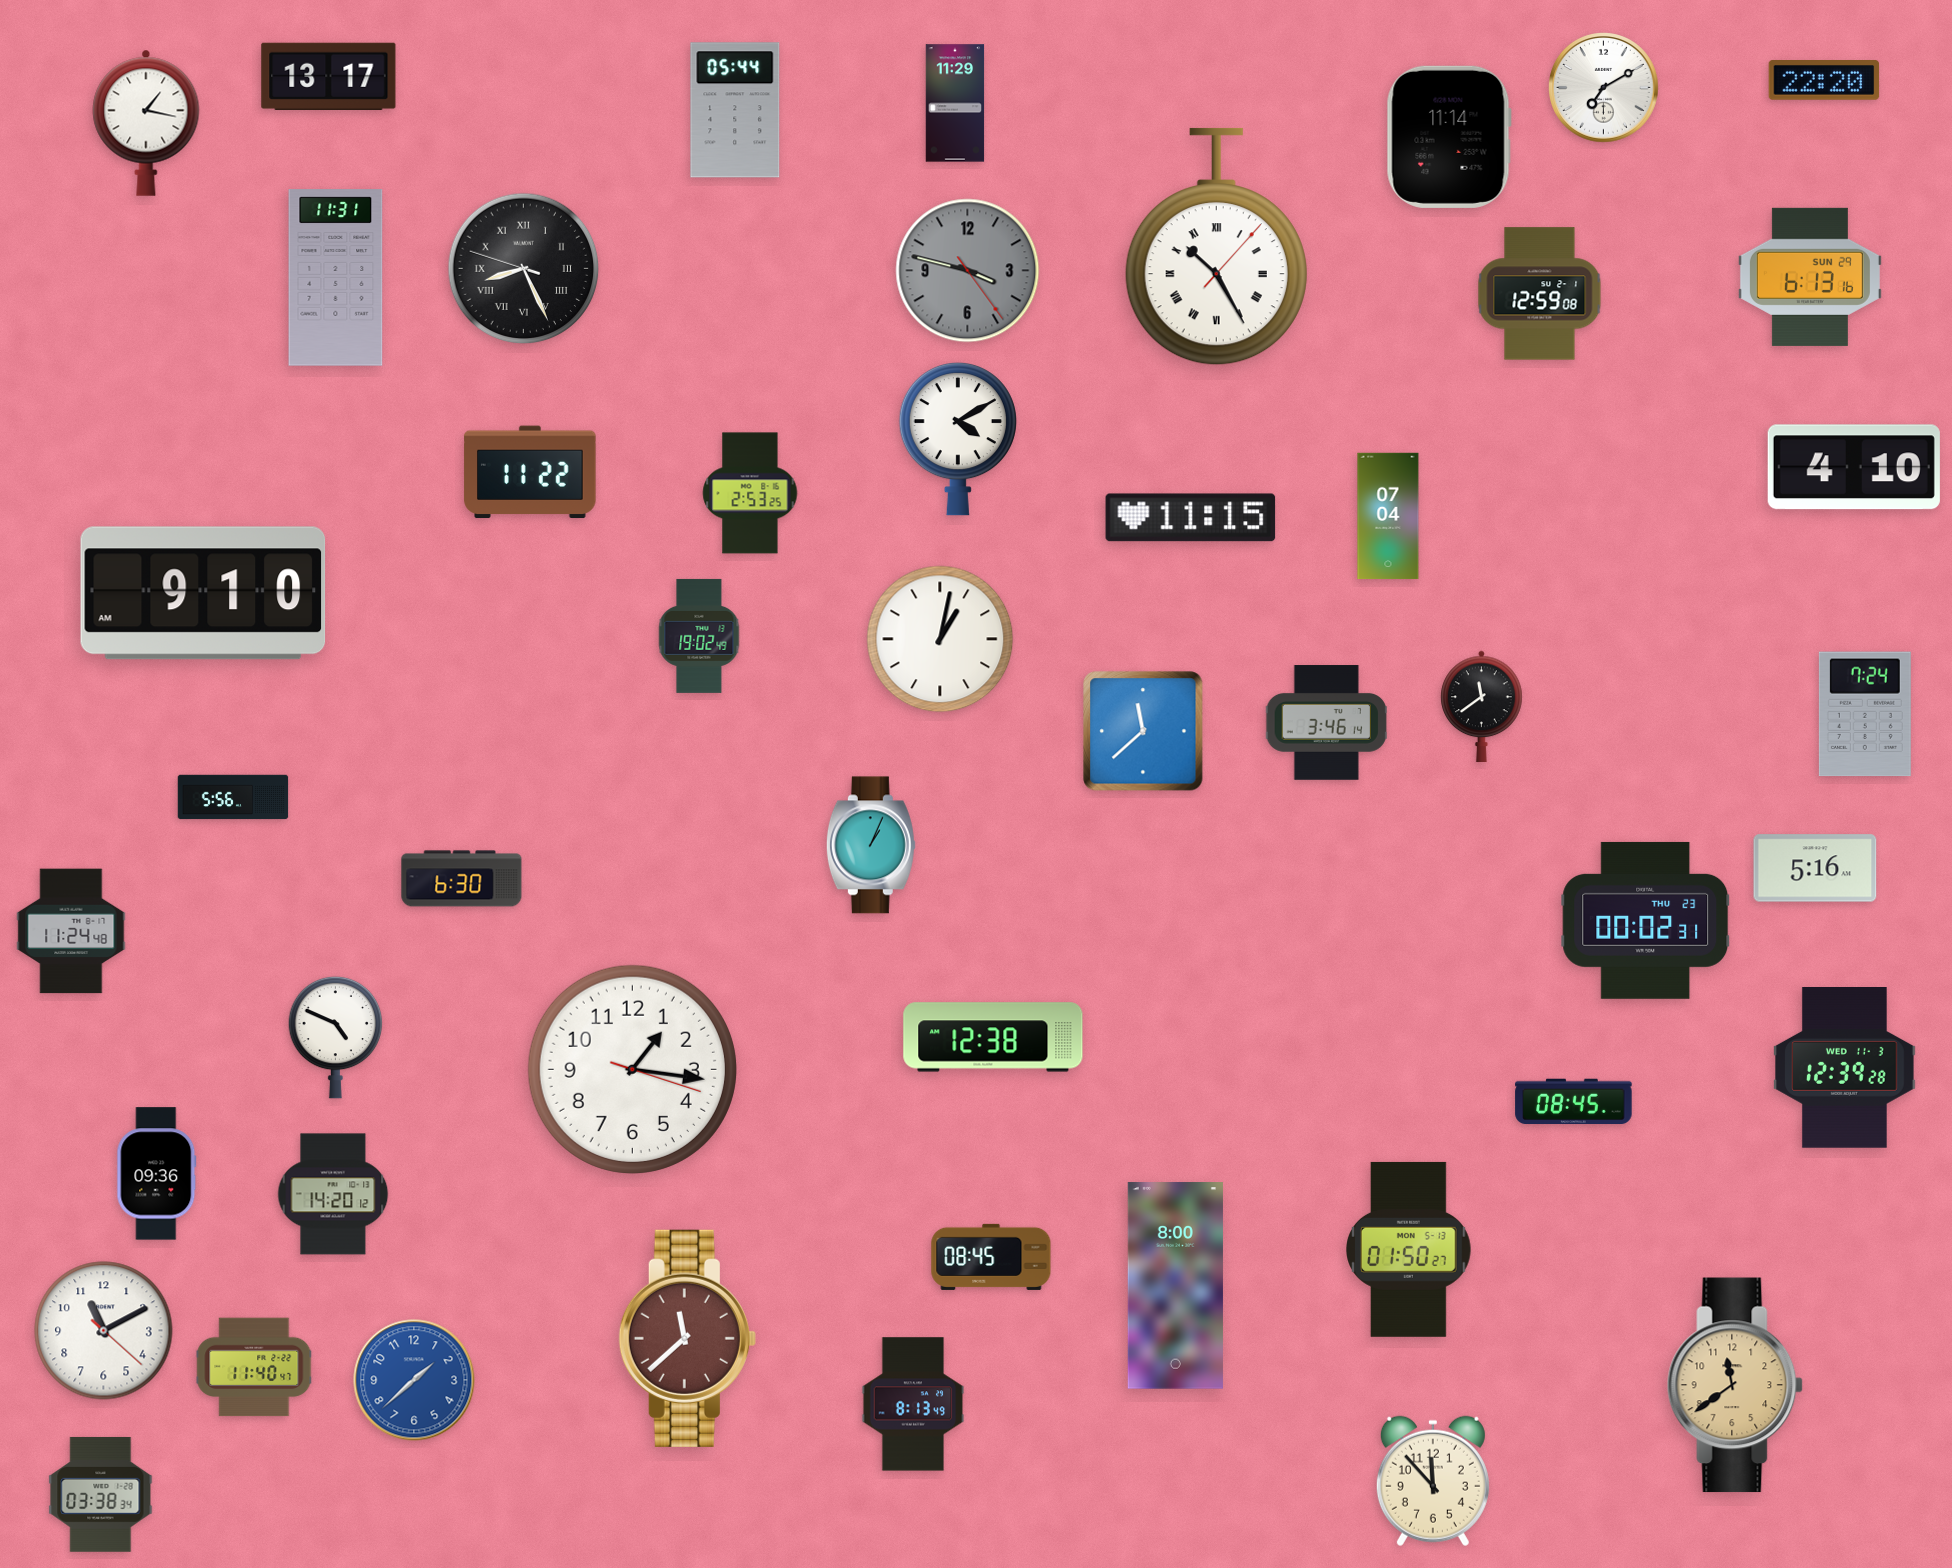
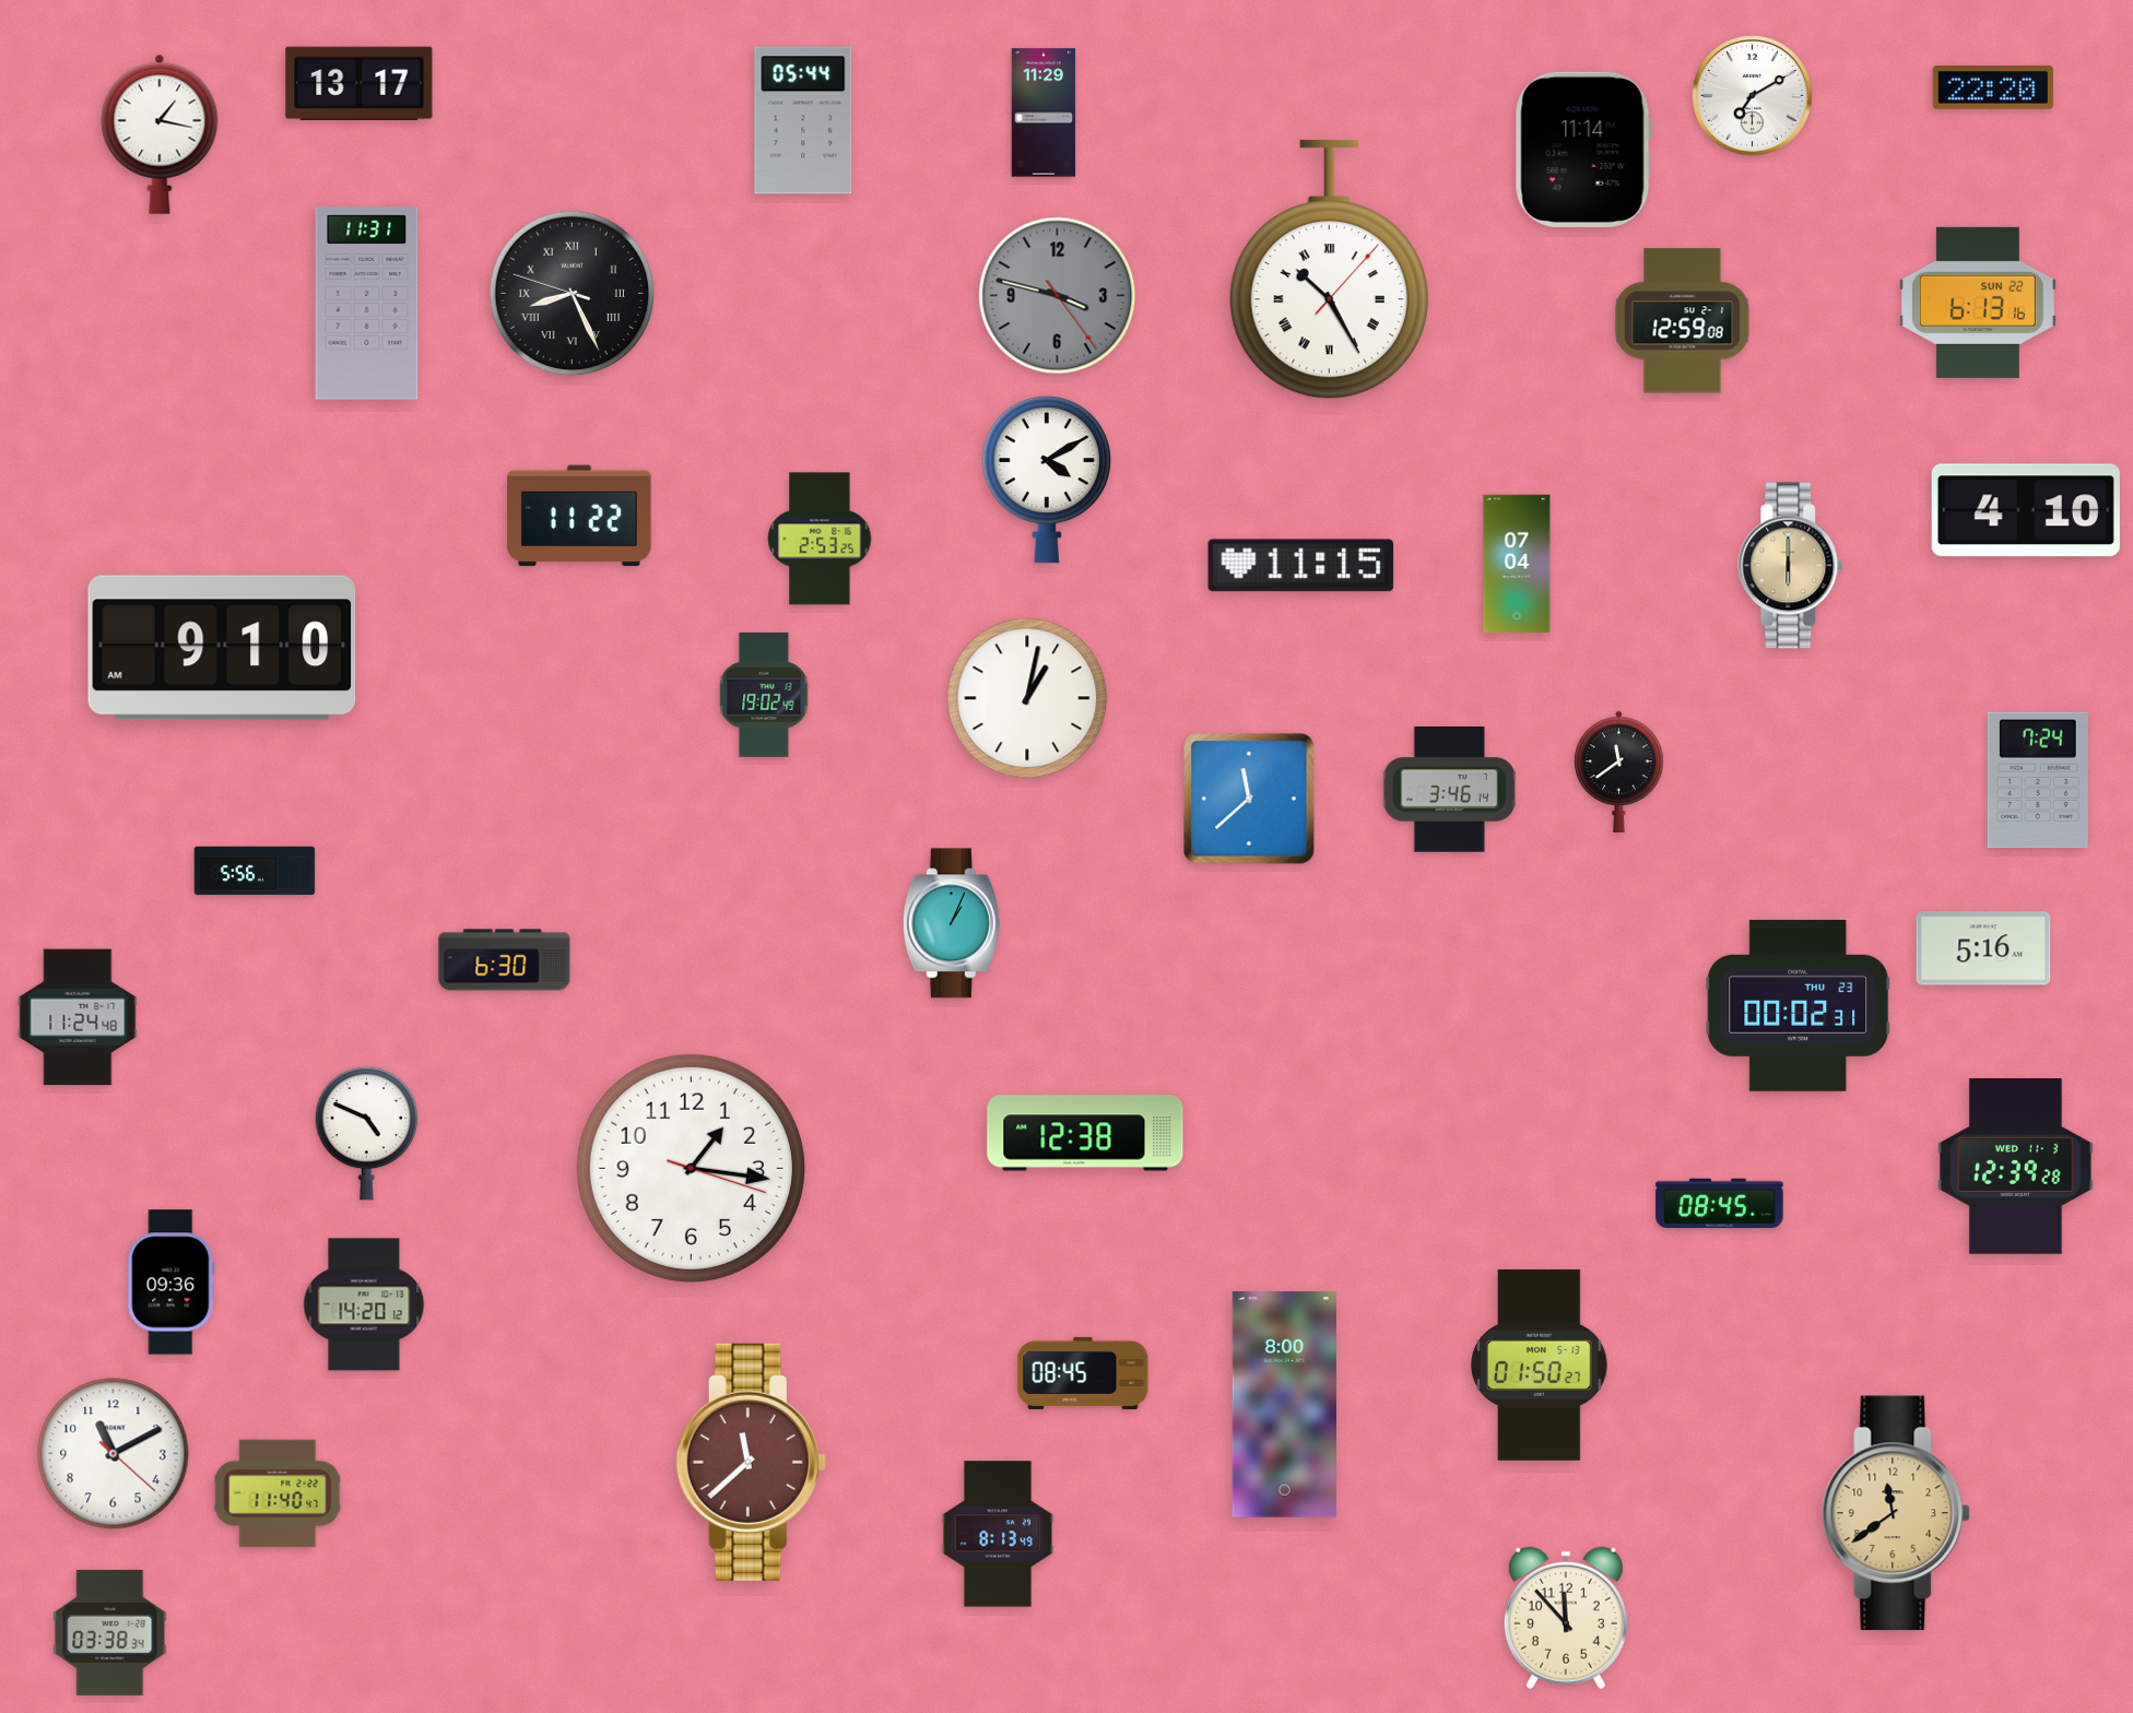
clock at (1810, 277) date: SUN 29 -> SUN 22
clock at (1791, 566): none -> 6:00
clock at (414, 1380): 1:38 -> none
